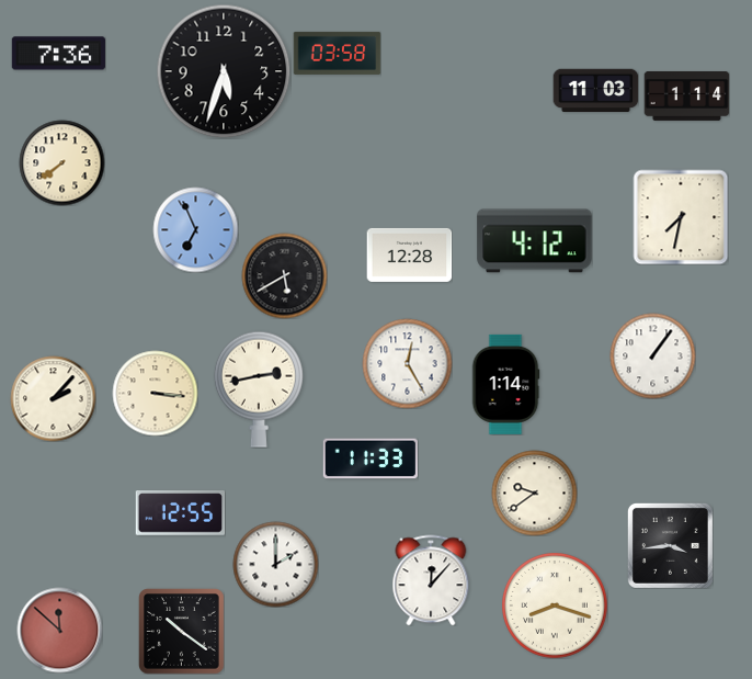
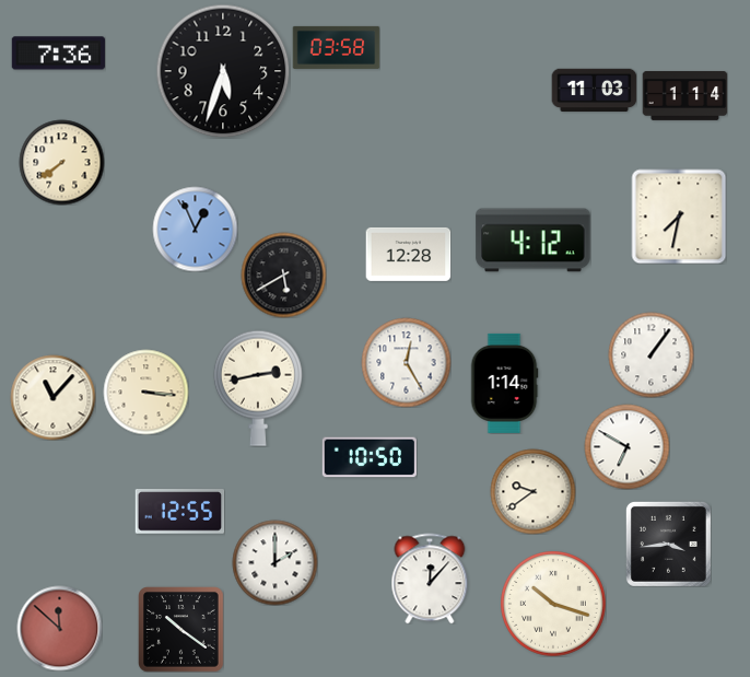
clock at (337, 53) position: (337, 53) -> (336, 47)
clock at (195, 229): 6:56 -> 12:56
clock at (155, 393) position: (155, 393) -> (145, 392)
clock at (53, 398): 2:07 -> 11:07
clock at (626, 446): none -> 6:50
clock at (371, 459): 11:33 -> 10:50
clock at (555, 606): 8:18 -> 10:18
